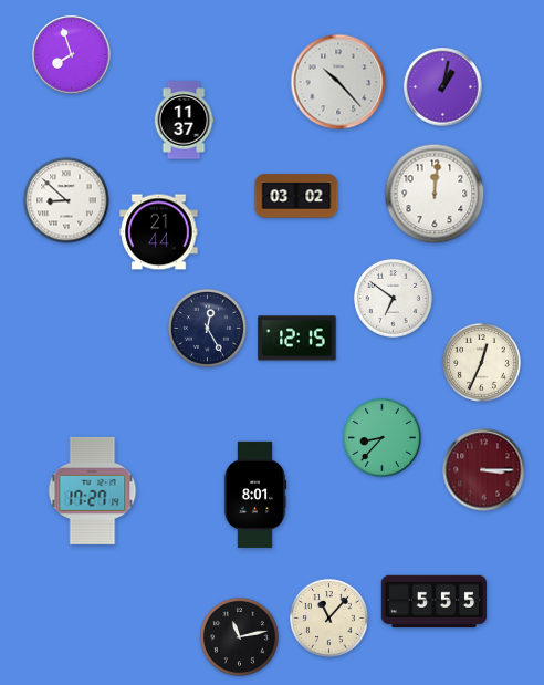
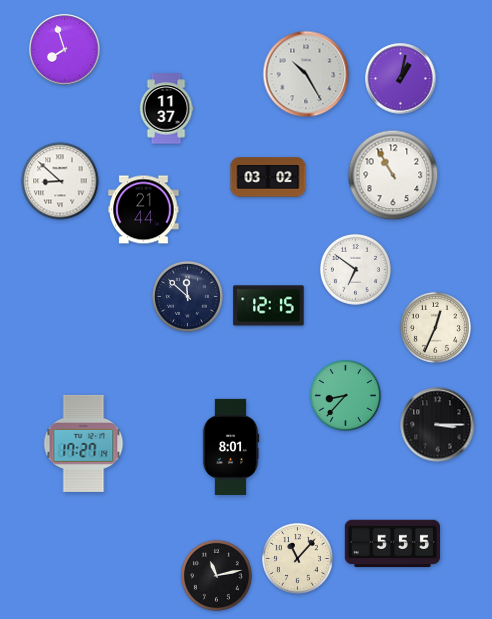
clock at (338, 82): 10:23 -> 10:25
clock at (435, 194): 12:01 -> 10:55
clock at (207, 328): 12:25 -> 11:52
clock at (484, 470) dial: burgundy -> black
